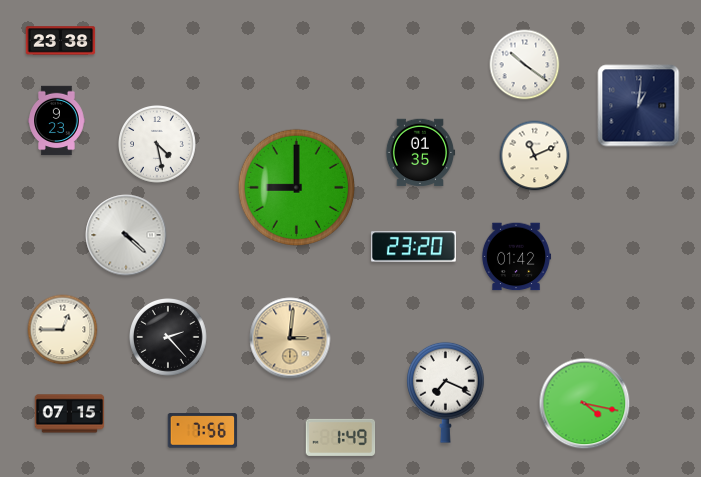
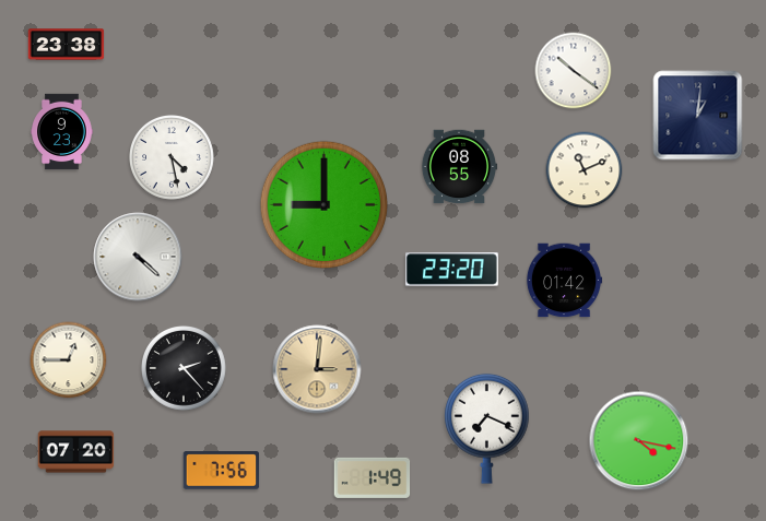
clock at (420, 153): 01:35 -> 08:55
clock at (70, 414): 07:15 -> 07:20
